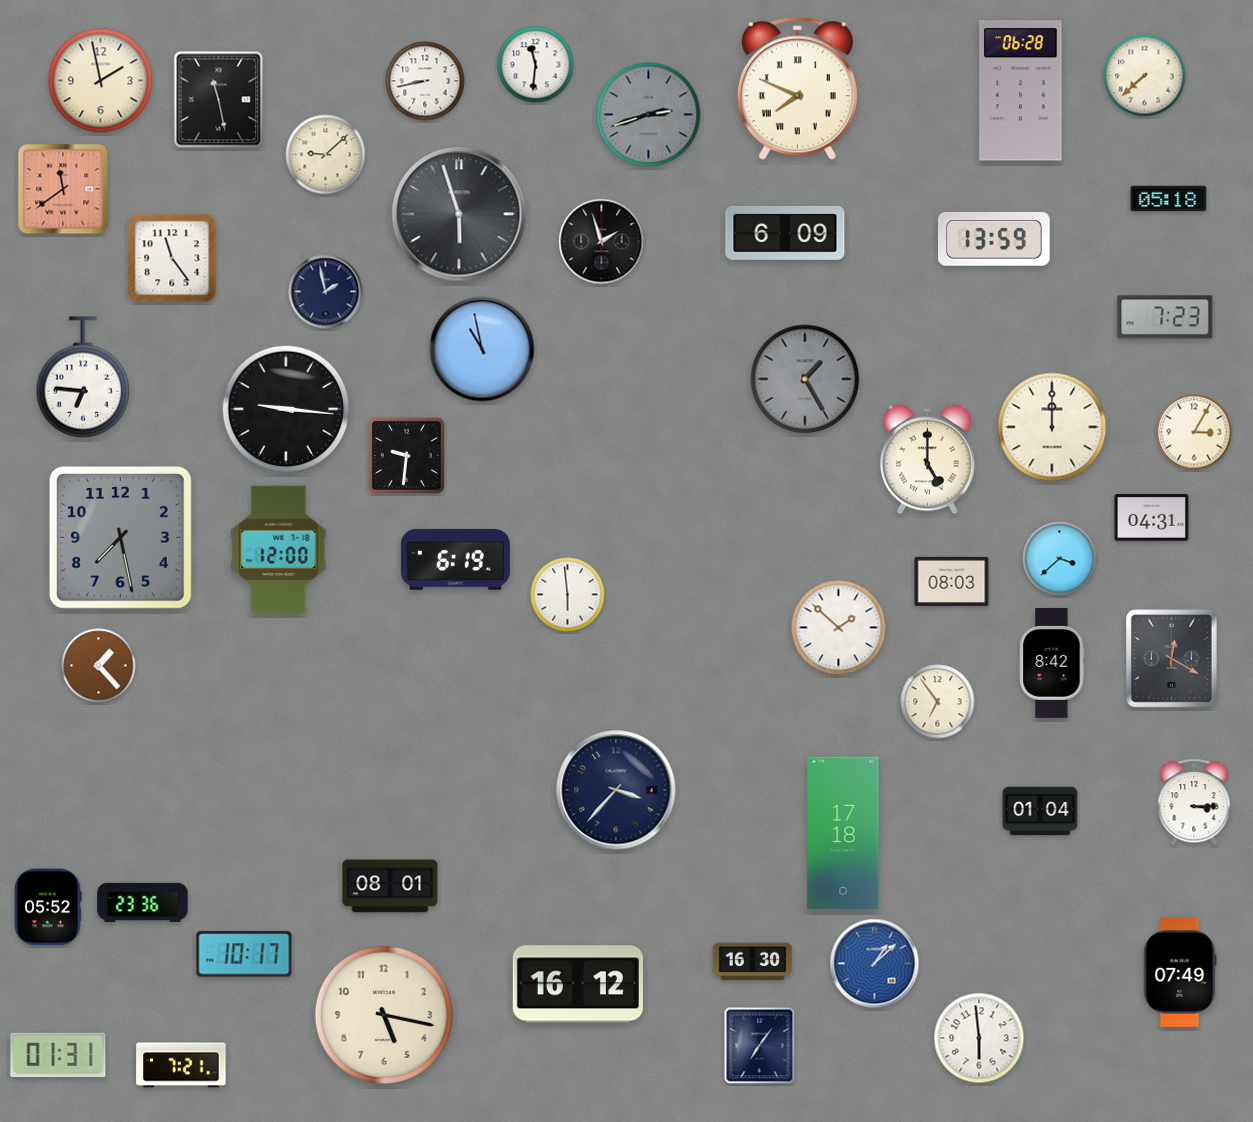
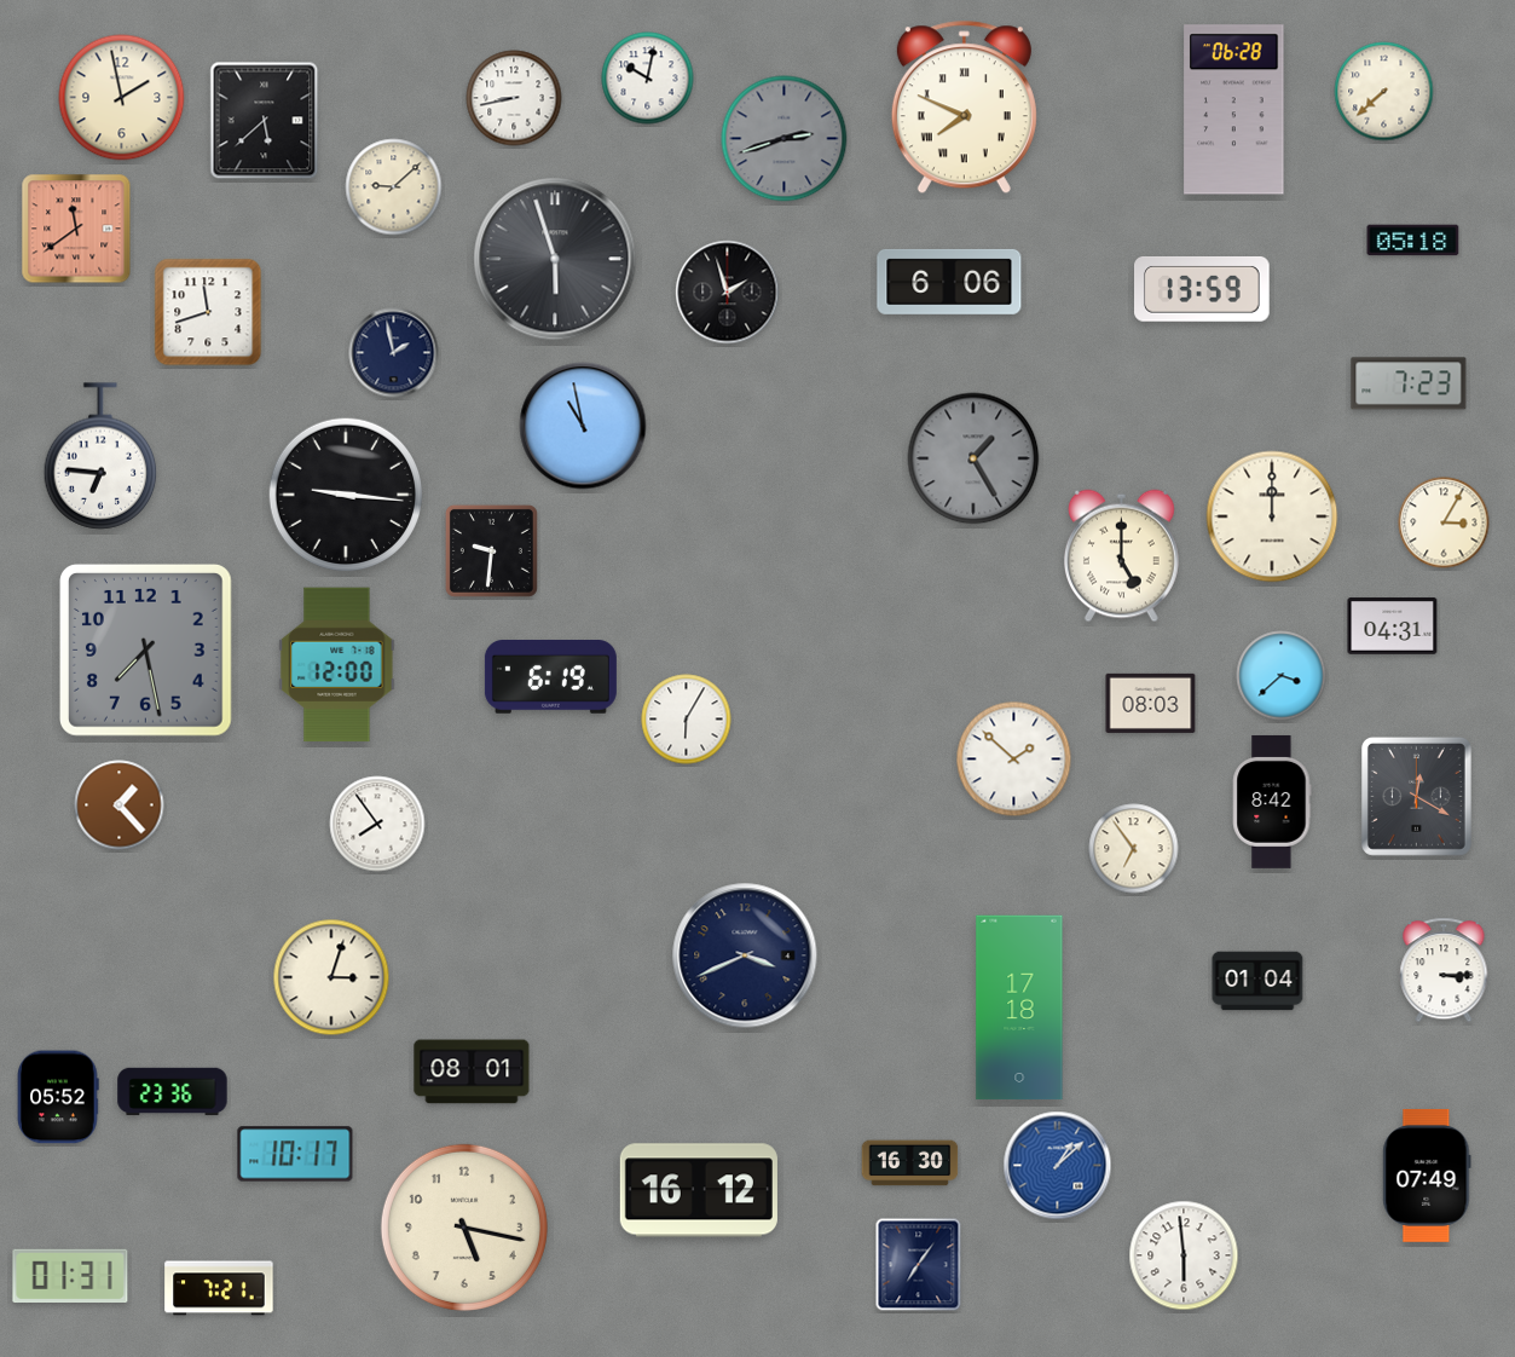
clock at (536, 65): 11:31 -> 10:02
clock at (219, 100): 11:28 -> 5:38
clock at (785, 233): 6:09 -> 6:06
clock at (172, 258): 11:24 -> 11:42
clock at (482, 349) position: (482, 349) -> (583, 426)
clock at (568, 595): 5:59 -> 6:05
clock at (377, 824): none -> 7:54
clock at (616, 790): 3:37 -> 3:41
clock at (331, 977): none -> 3:03
